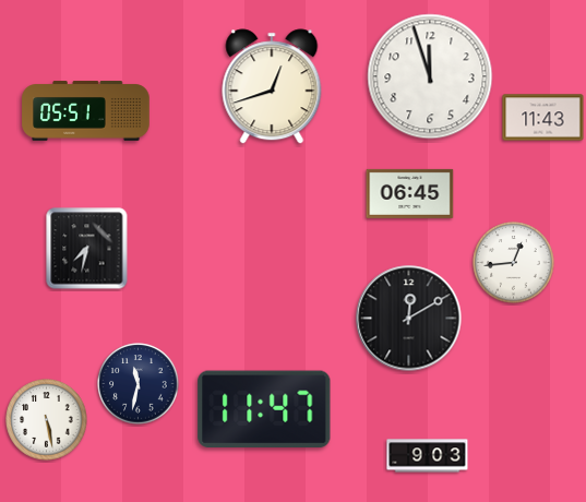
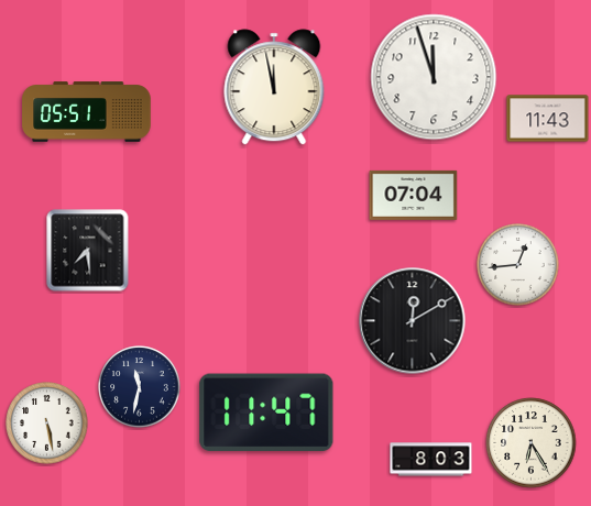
clock at (272, 86): 12:42 -> 11:58
clock at (410, 193): 06:45 -> 07:04
clock at (87, 249): 7:32 -> 7:29
clock at (532, 443): none -> 6:25
clock at (428, 456): 9:03 -> 8:03
